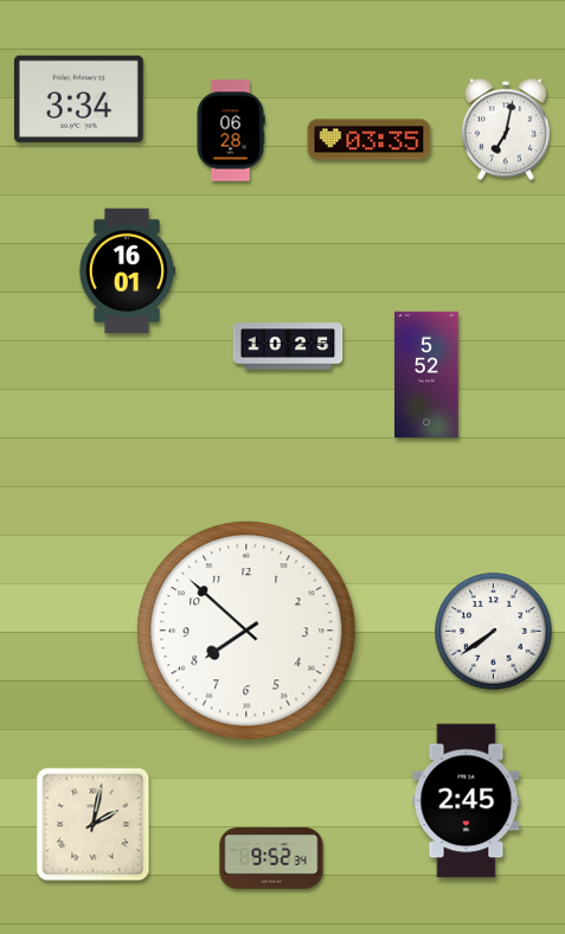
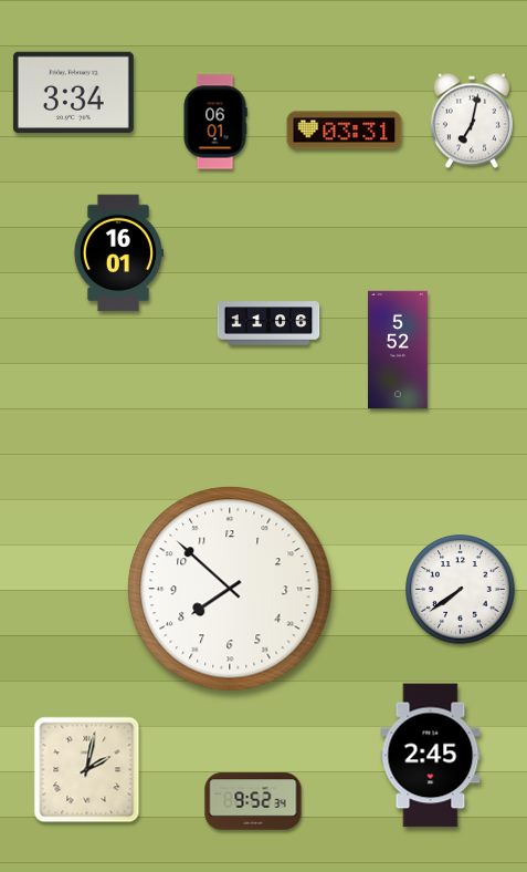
clock at (231, 130): 06:28 -> 06:01
clock at (370, 140): 03:35 -> 03:31
clock at (288, 346): 10:25 -> 11:06
clock at (467, 801) position: (467, 801) -> (431, 756)
